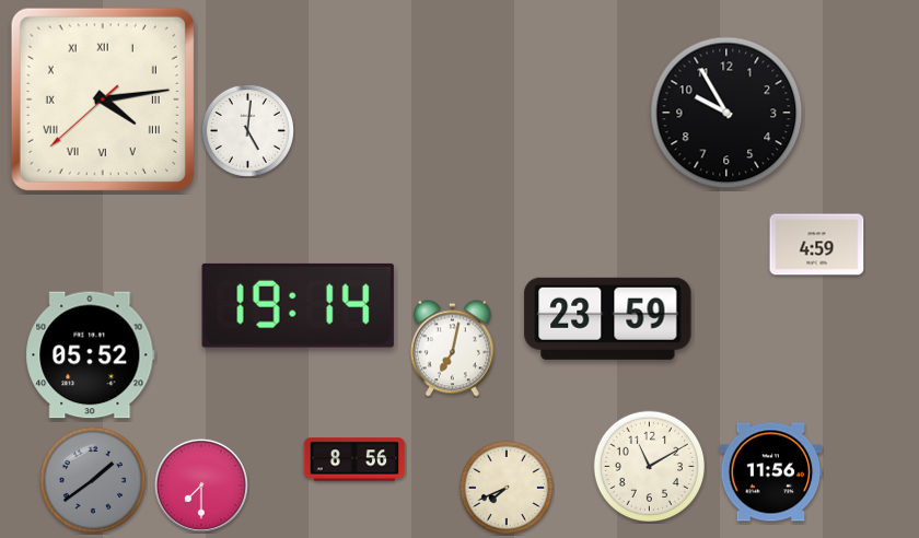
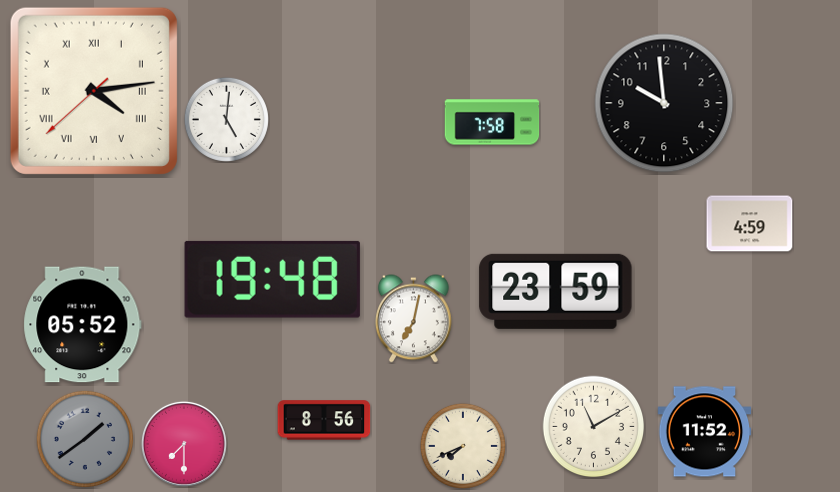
clock at (726, 113): 9:55 -> 9:59
clock at (492, 122): none -> 7:58
clock at (817, 245) position: (817, 245) -> (750, 224)
clock at (298, 305): 19:14 -> 19:48
clock at (771, 472): 11:56 -> 11:52
